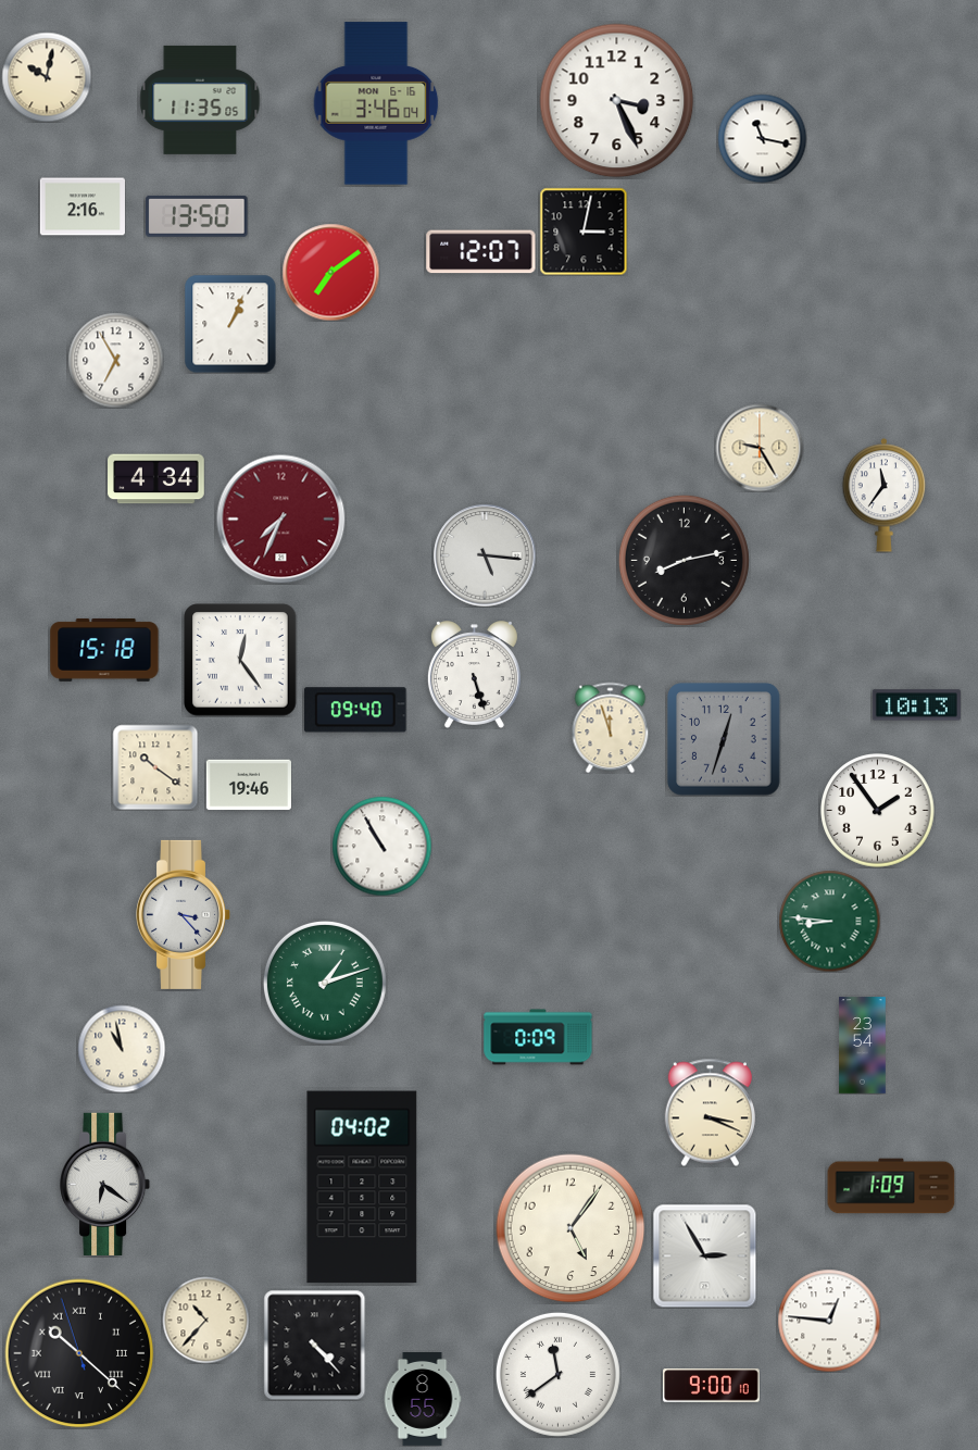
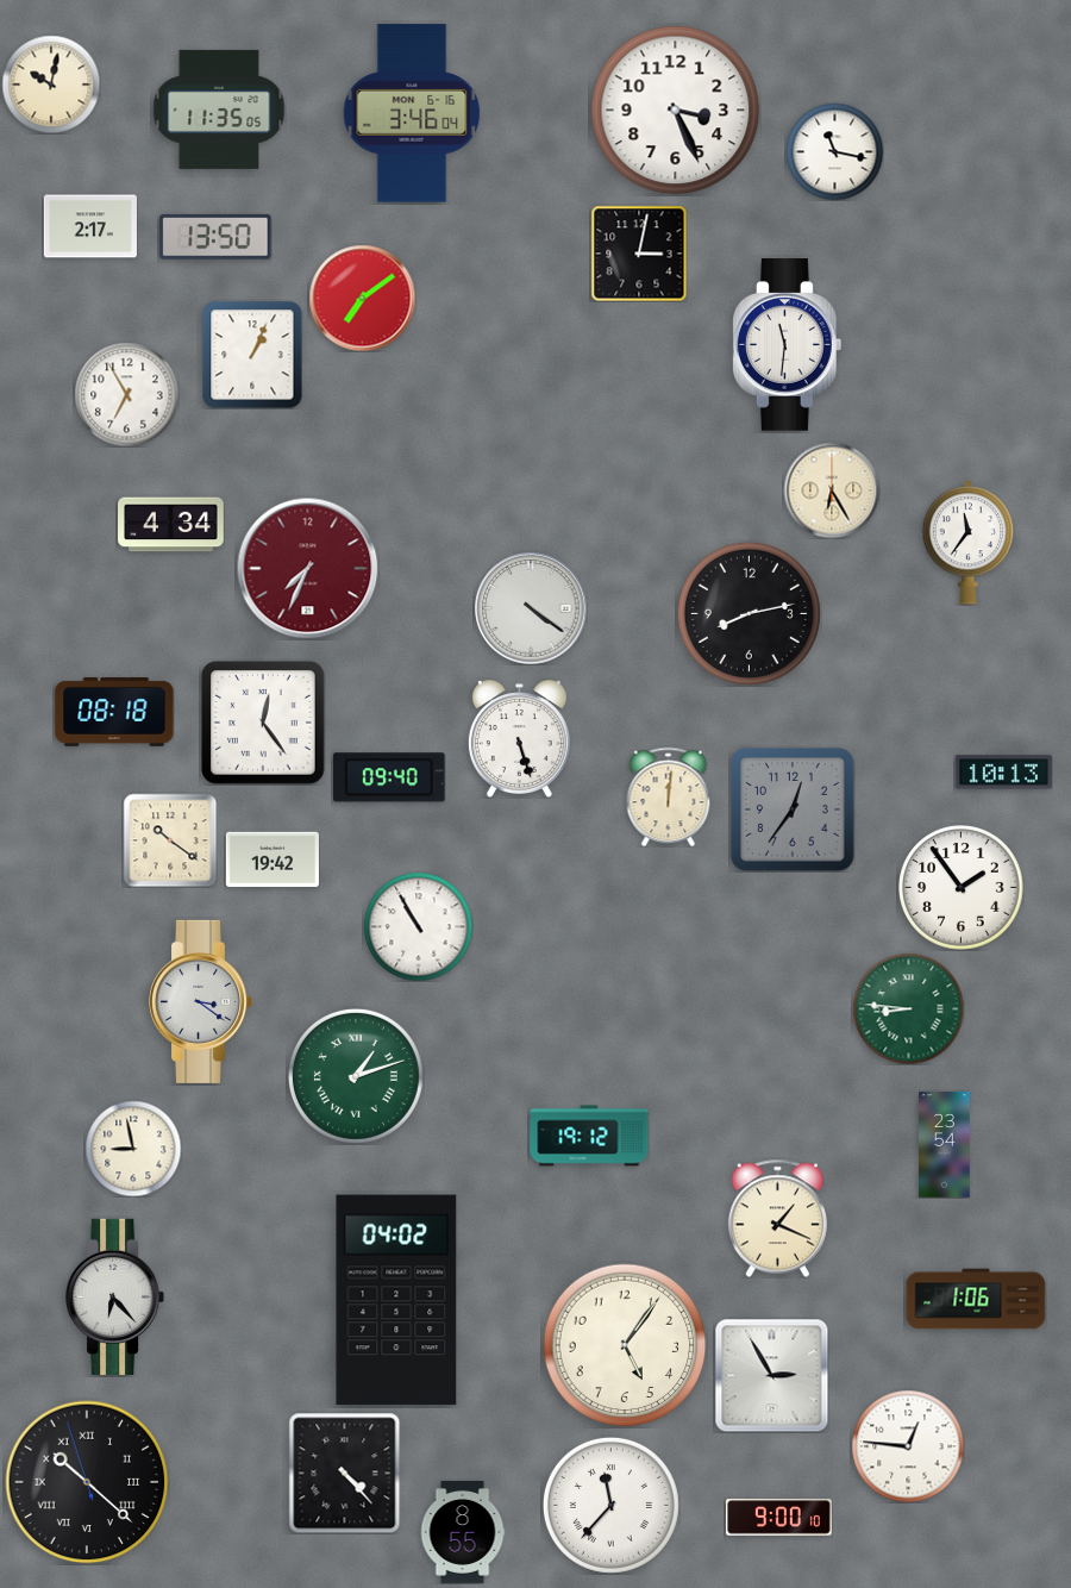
clock at (83, 207): 2:16 -> 2:17
clock at (481, 252): 12:07 -> none
clock at (787, 345): none -> 11:31
clock at (760, 448): 9:25 -> 6:25
clock at (485, 555): 5:16 -> 4:21
clock at (104, 650): 15:18 -> 08:18
clock at (611, 727): 11:57 -> 12:01
clock at (724, 739): 12:33 -> 12:36
clock at (249, 785): 19:46 -> 19:42
clock at (184, 914): 3:23 -> 3:21
clock at (538, 1037): 0:09 -> 19:12
clock at (122, 1049): 10:58 -> 8:58
clock at (710, 1112): 3:19 -> 1:19
clock at (106, 1184): 6:21 -> 6:23
clock at (891, 1186): 1:09 -> 1:06
clock at (205, 1320): 10:37 -> none
clock at (557, 1374): 11:39 -> 11:37
